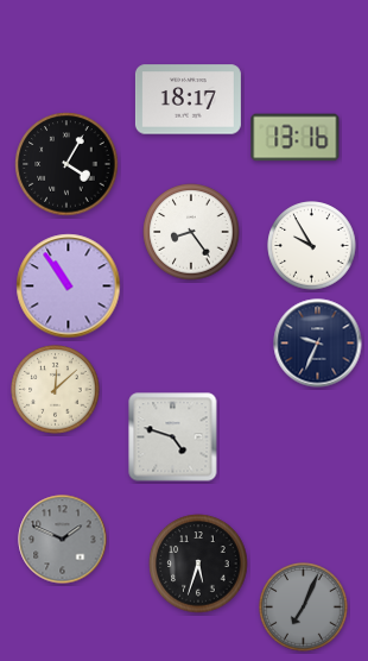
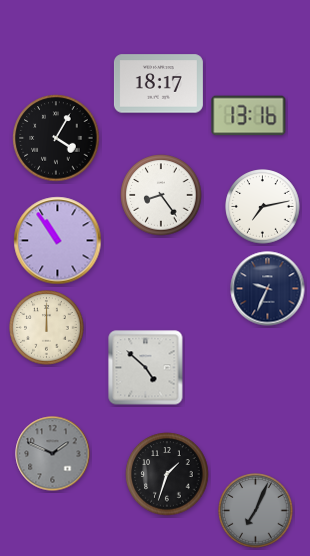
clock at (312, 246): 9:55 -> 7:13
clock at (56, 390): 12:08 -> 12:00
clock at (173, 437): 4:48 -> 4:52
clock at (198, 564): 5:33 -> 1:33
